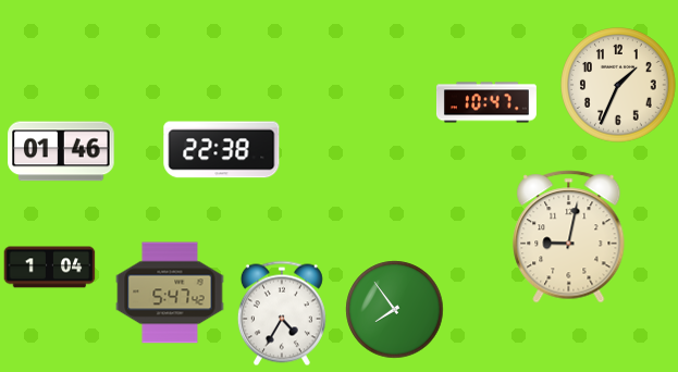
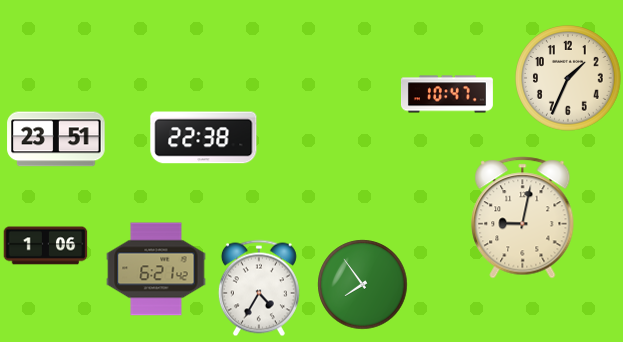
clock at (61, 151): 01:46 -> 23:51
clock at (50, 268): 1:04 -> 1:06
clock at (170, 293): 5:47 -> 6:21
